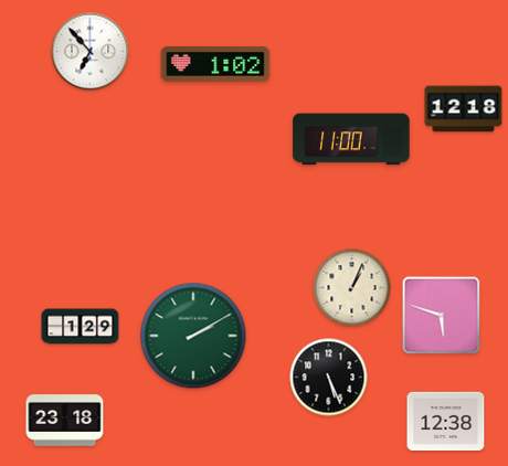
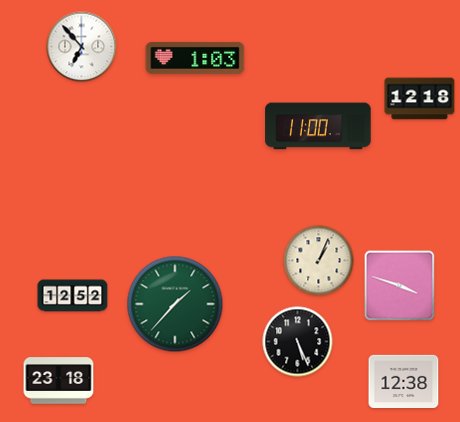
clock at (215, 64): 1:02 -> 1:03
clock at (442, 316): 5:48 -> 3:48
clock at (81, 327): 1:29 -> 12:52
clock at (193, 336): 2:10 -> 1:37
